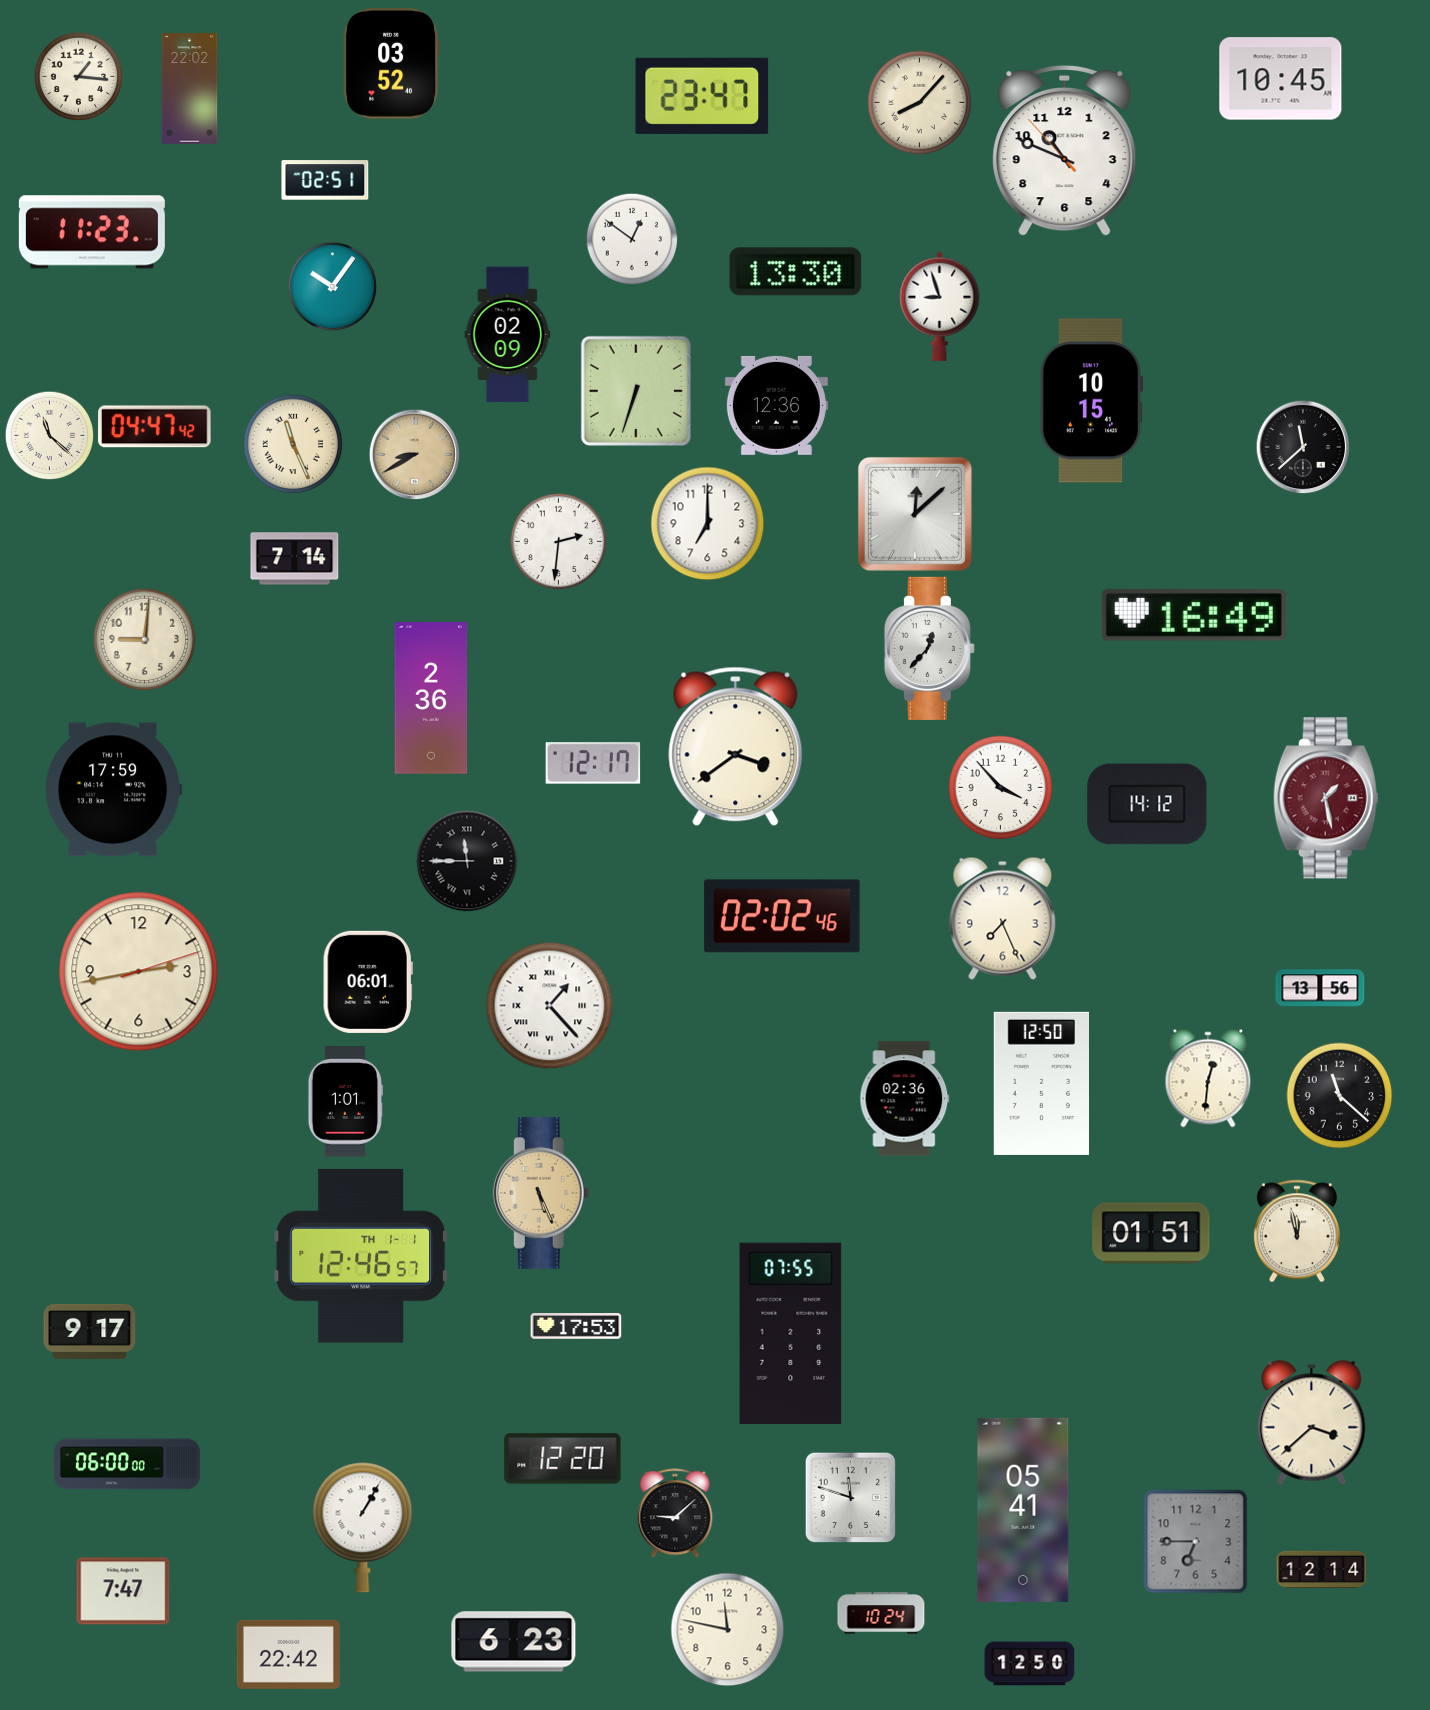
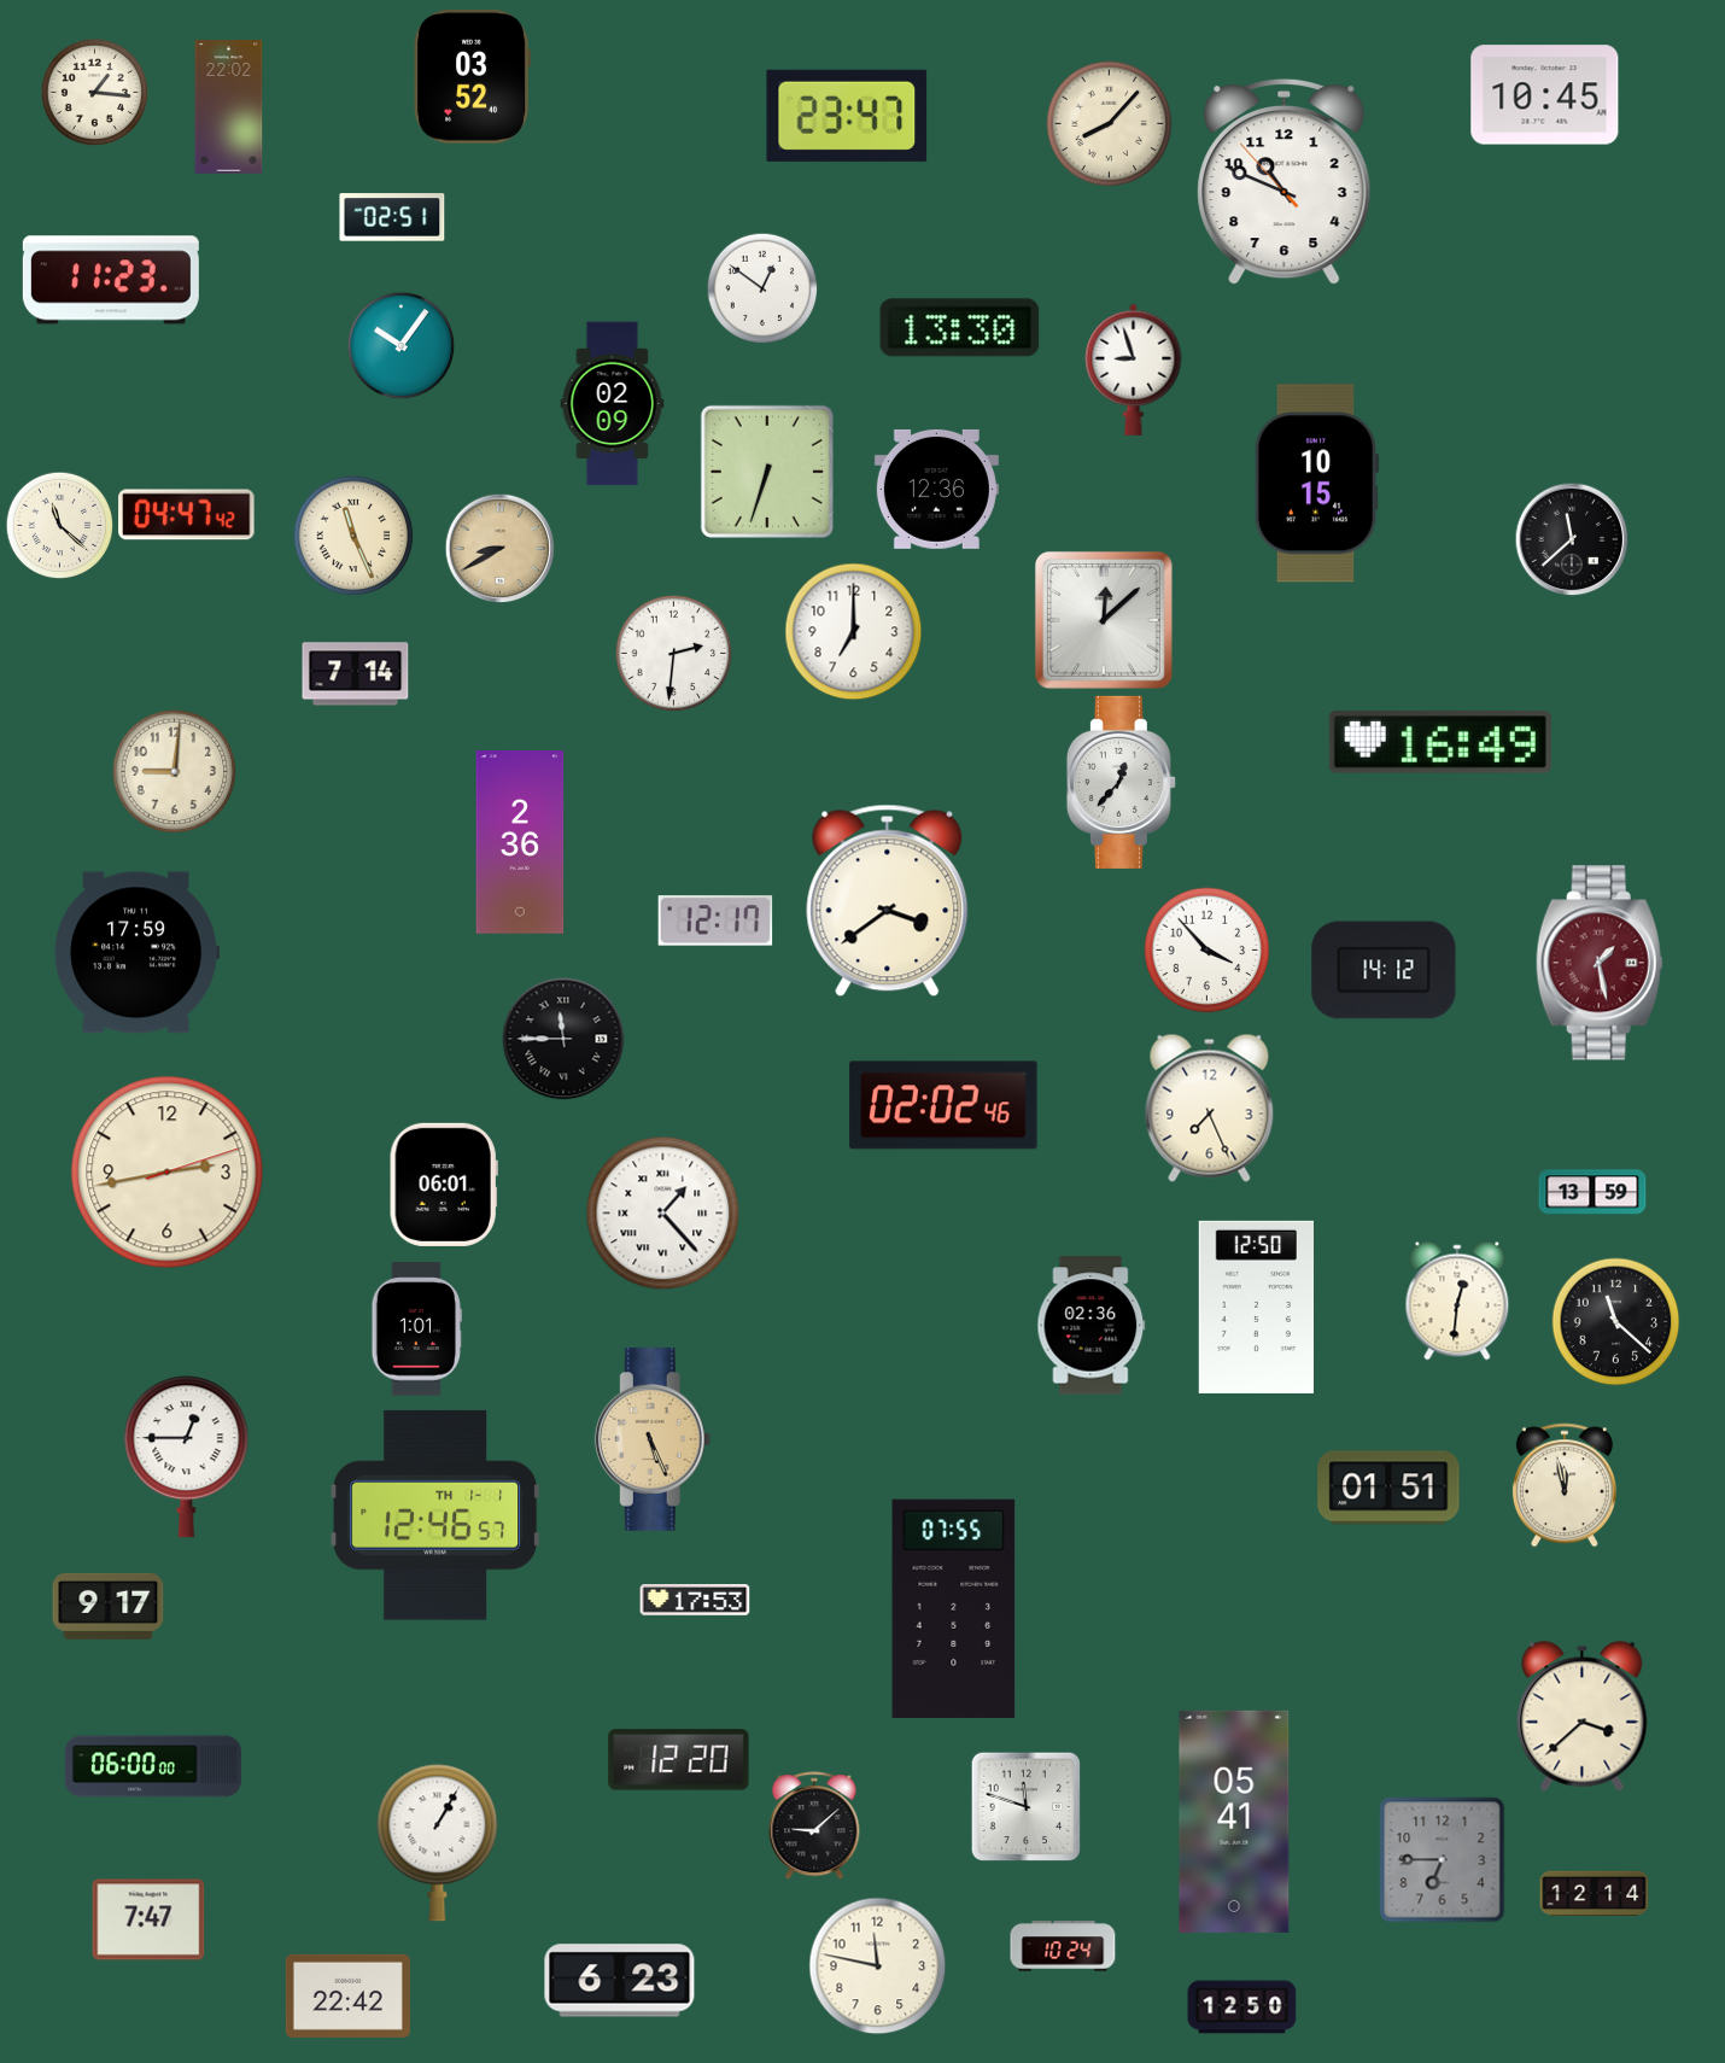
clock at (1320, 988): 13:56 -> 13:59
clock at (187, 1457): none -> 12:45
